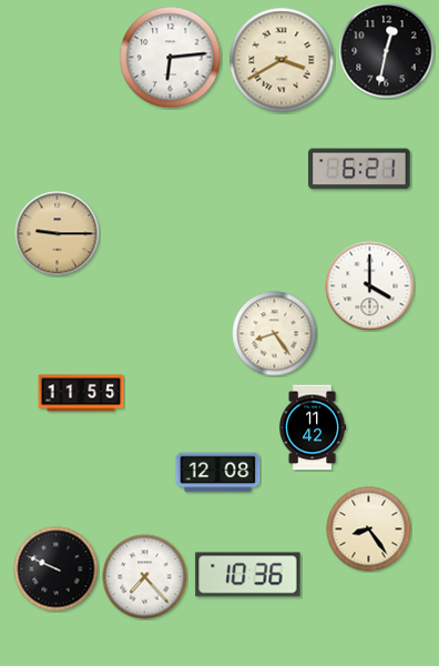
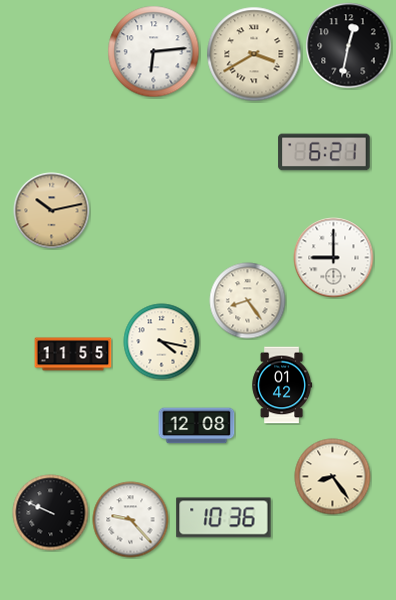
clock at (58, 234): 9:15 -> 10:13
clock at (370, 286): 4:00 -> 9:00
clock at (162, 342): none -> 4:17
clock at (313, 427): 11:42 -> 01:42
clock at (145, 577): 7:23 -> 9:23
